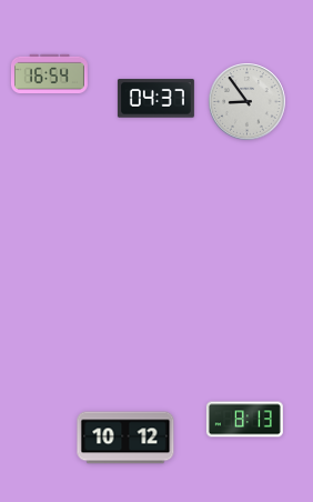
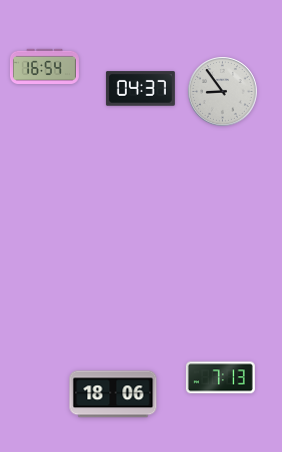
clock at (244, 420): 8:13 -> 7:13
clock at (125, 438): 10:12 -> 18:06
